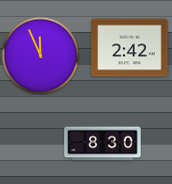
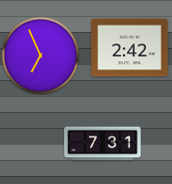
clock at (40, 55): 11:56 -> 6:56
clock at (103, 144): 8:30 -> 7:31
